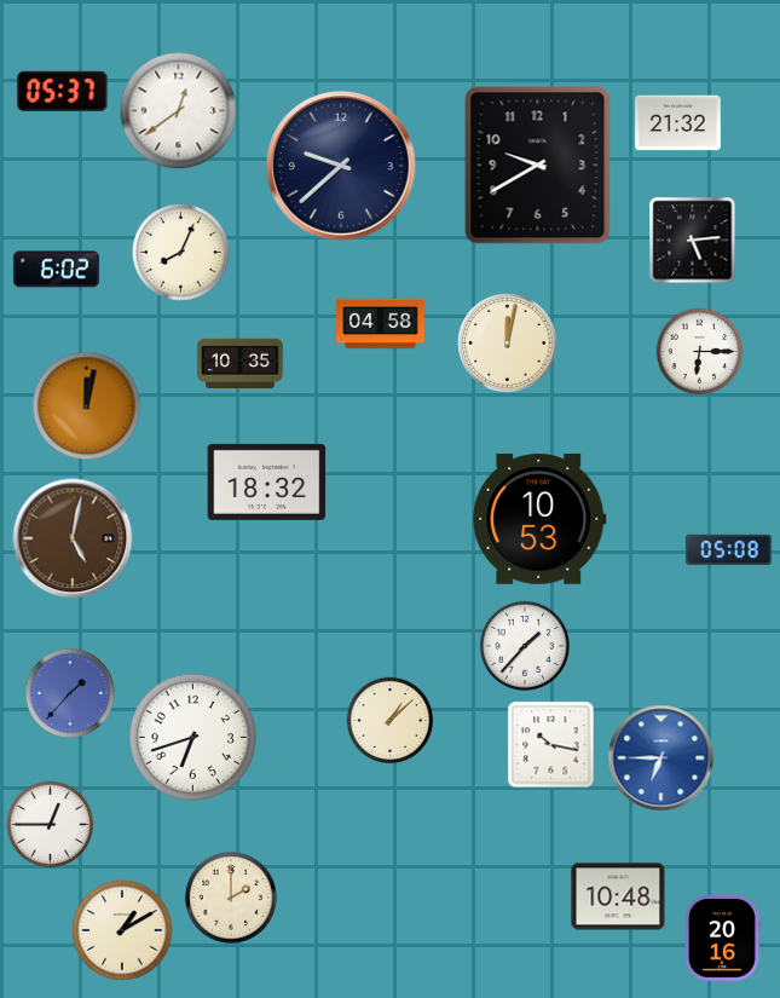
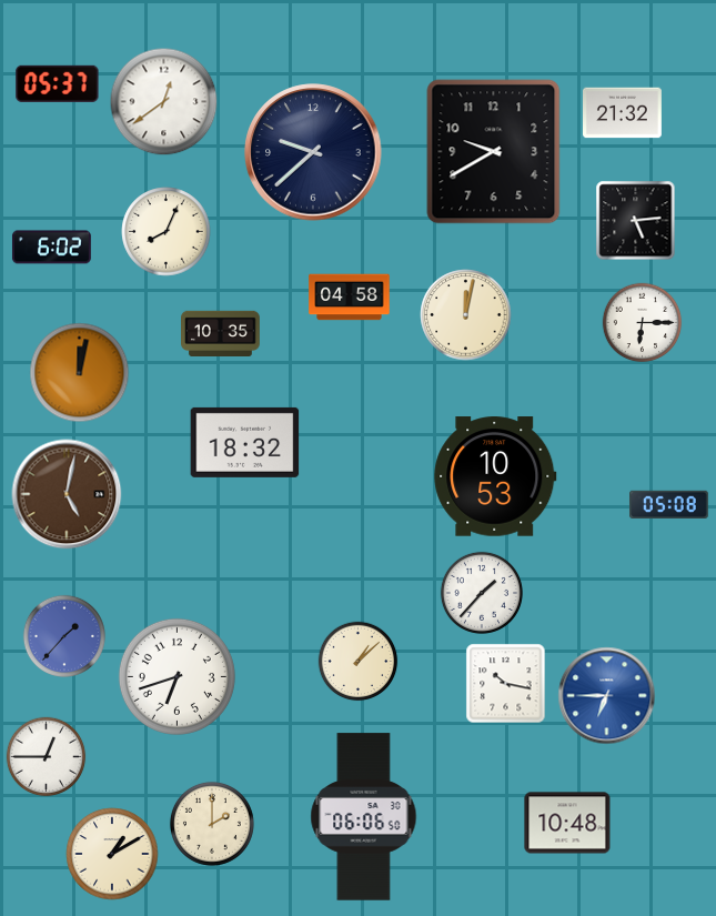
clock at (364, 817): none -> 06:06
clock at (722, 938): 20:16 -> none
